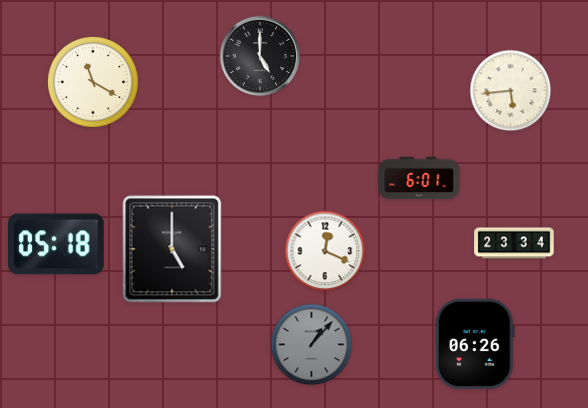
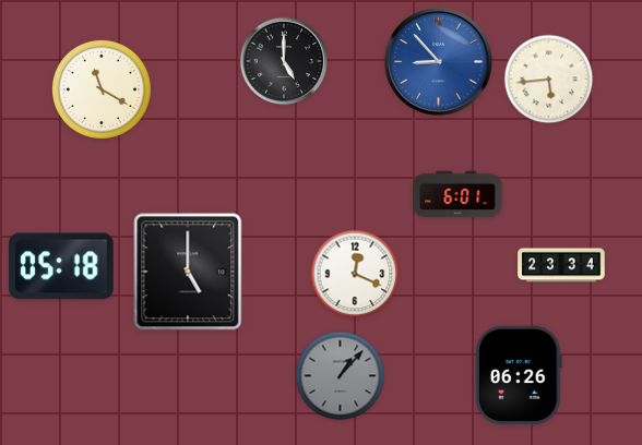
clock at (439, 62): none -> 8:53
clock at (511, 91) position: (511, 91) -> (549, 80)
